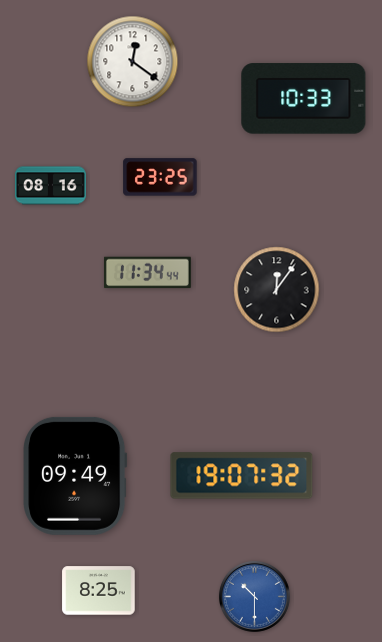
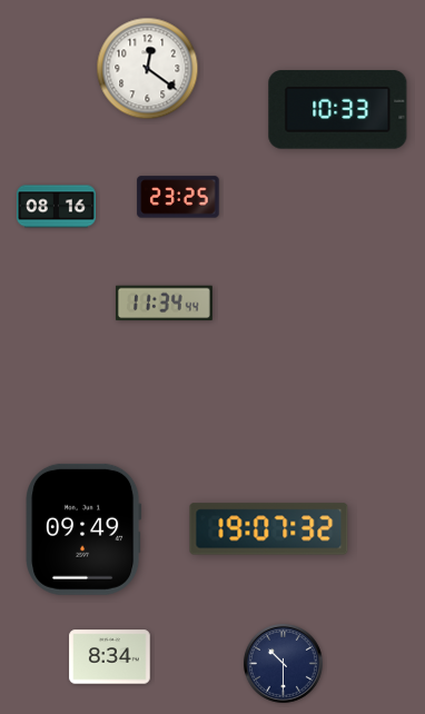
clock at (277, 290): 12:06 -> none
clock at (99, 591): 8:25 -> 8:34
clock at (254, 596) dial: blue -> navy
